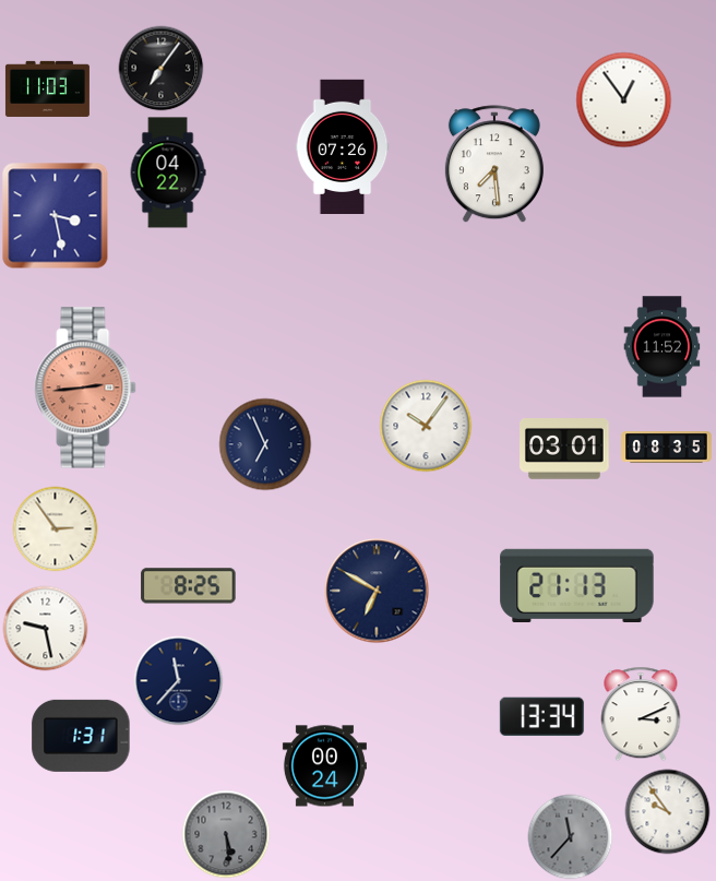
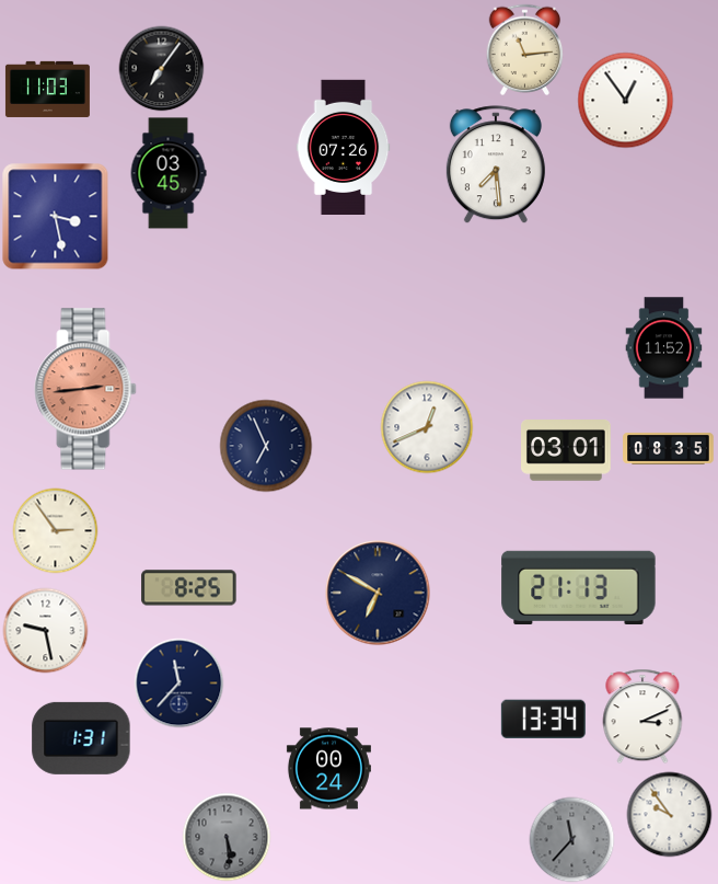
clock at (525, 49): none -> 11:14
clock at (168, 172): 04:22 -> 03:45
clock at (426, 426): 10:06 -> 12:41
clock at (324, 766) position: (324, 766) -> (328, 769)
